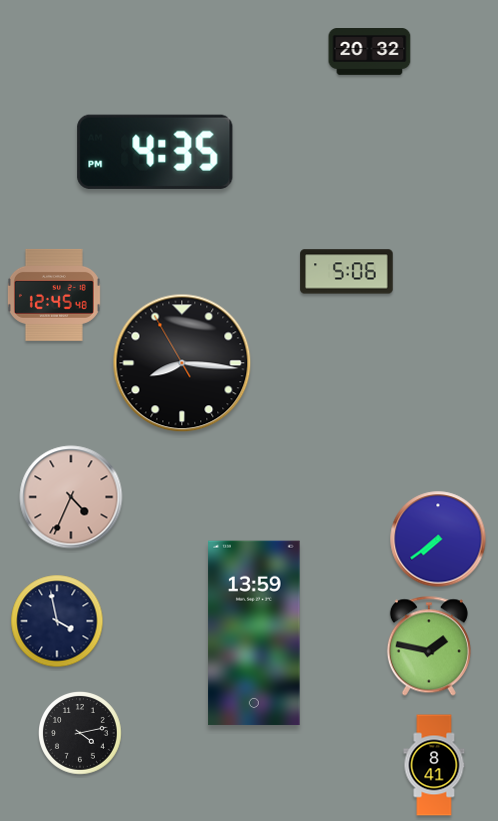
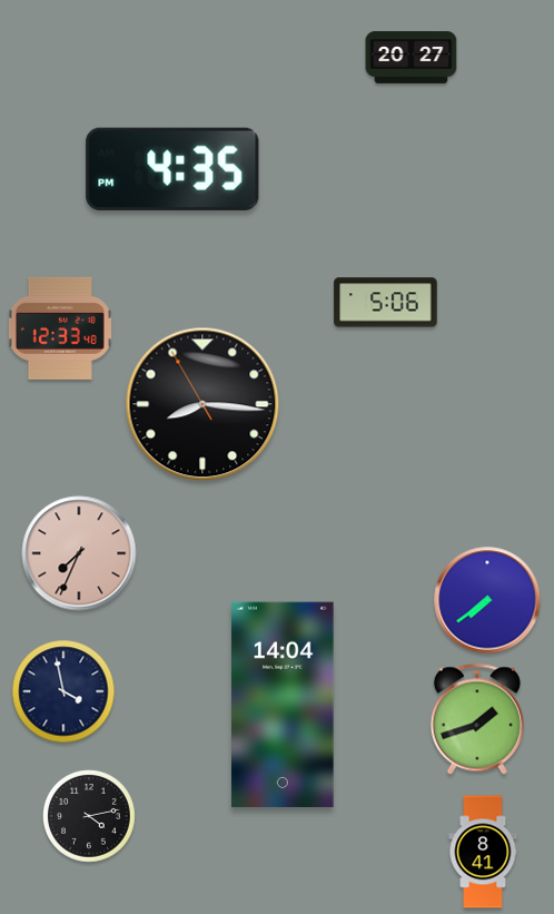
clock at (370, 52): 20:32 -> 20:27
clock at (54, 295): 12:45 -> 12:33
clock at (71, 497): 4:34 -> 7:34
clock at (254, 633): 13:59 -> 14:04
clock at (429, 646): 1:47 -> 1:42
